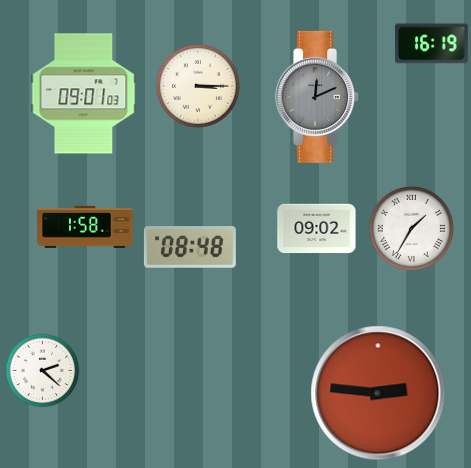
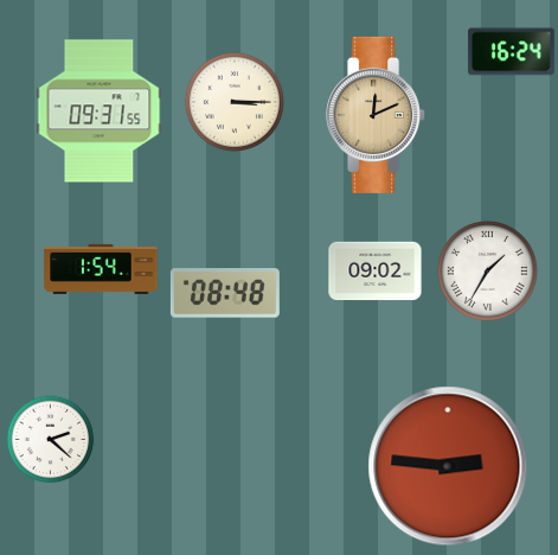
clock at (432, 44): 16:19 -> 16:24
clock at (84, 94): 09:01 -> 09:31
clock at (318, 97) dial: grey -> champagne
clock at (85, 227): 1:58 -> 1:54
